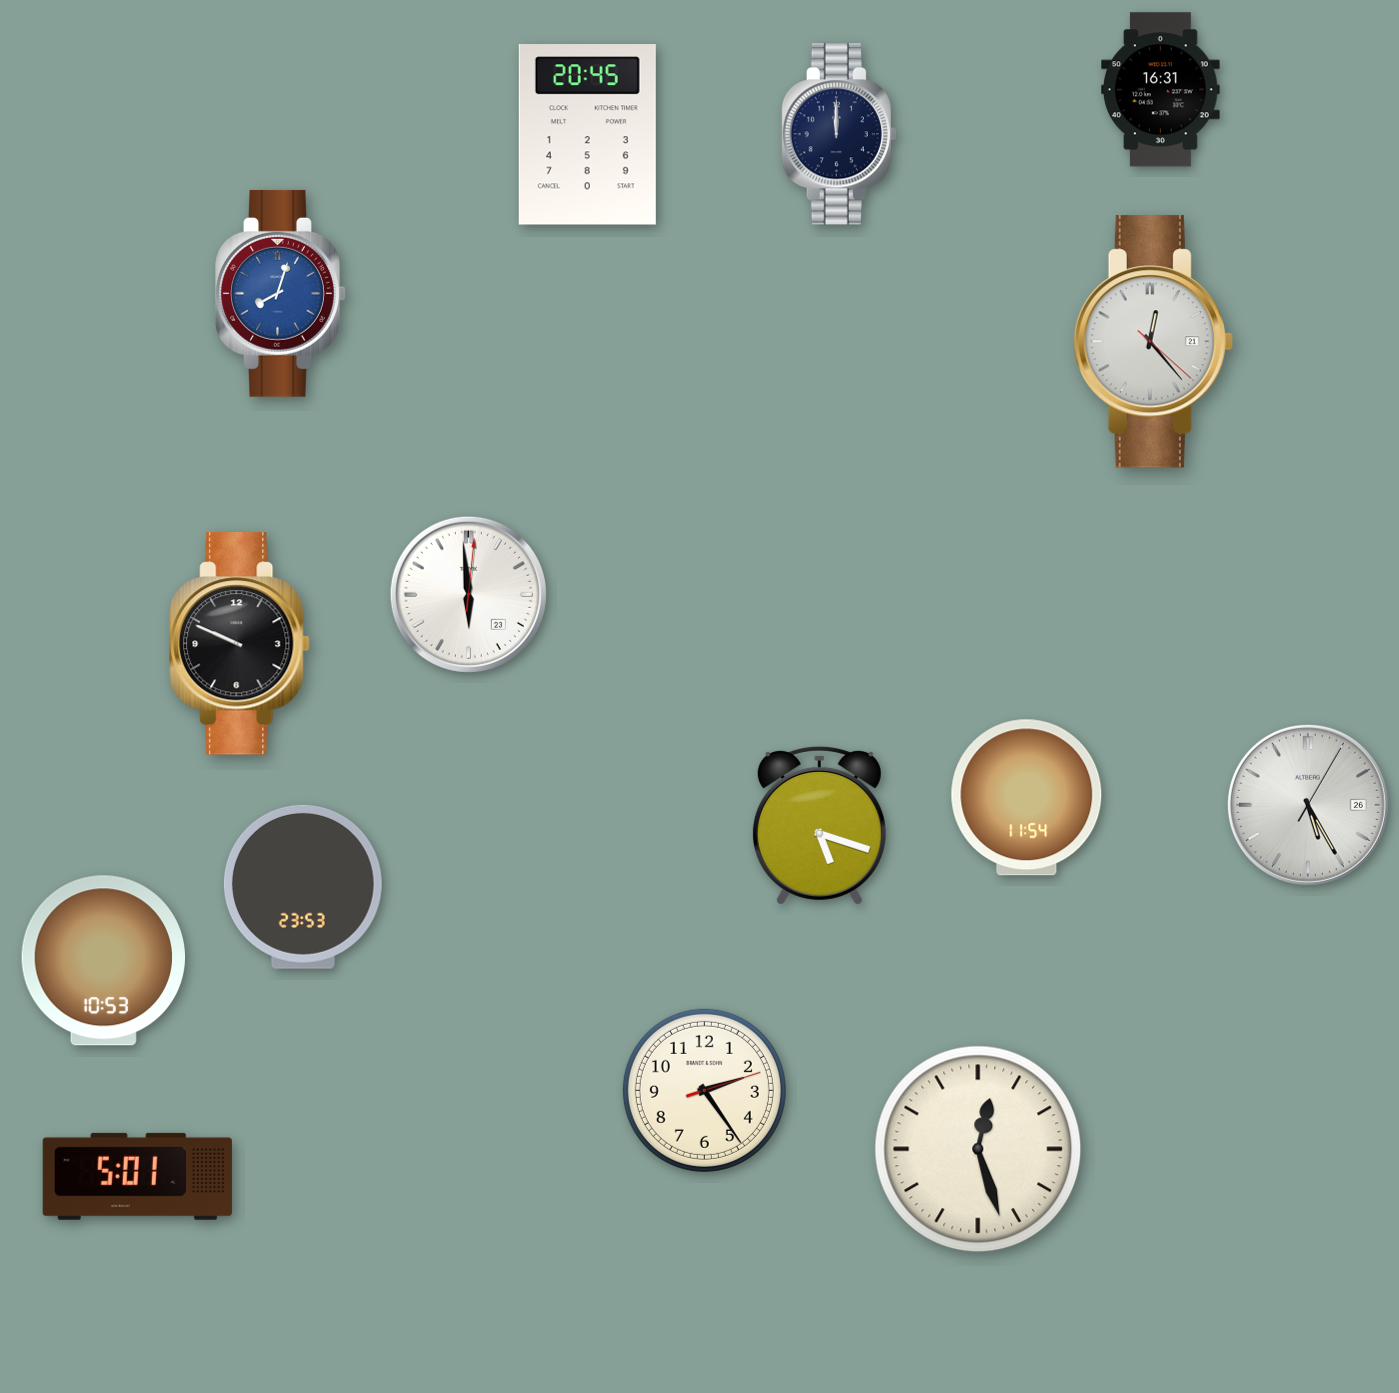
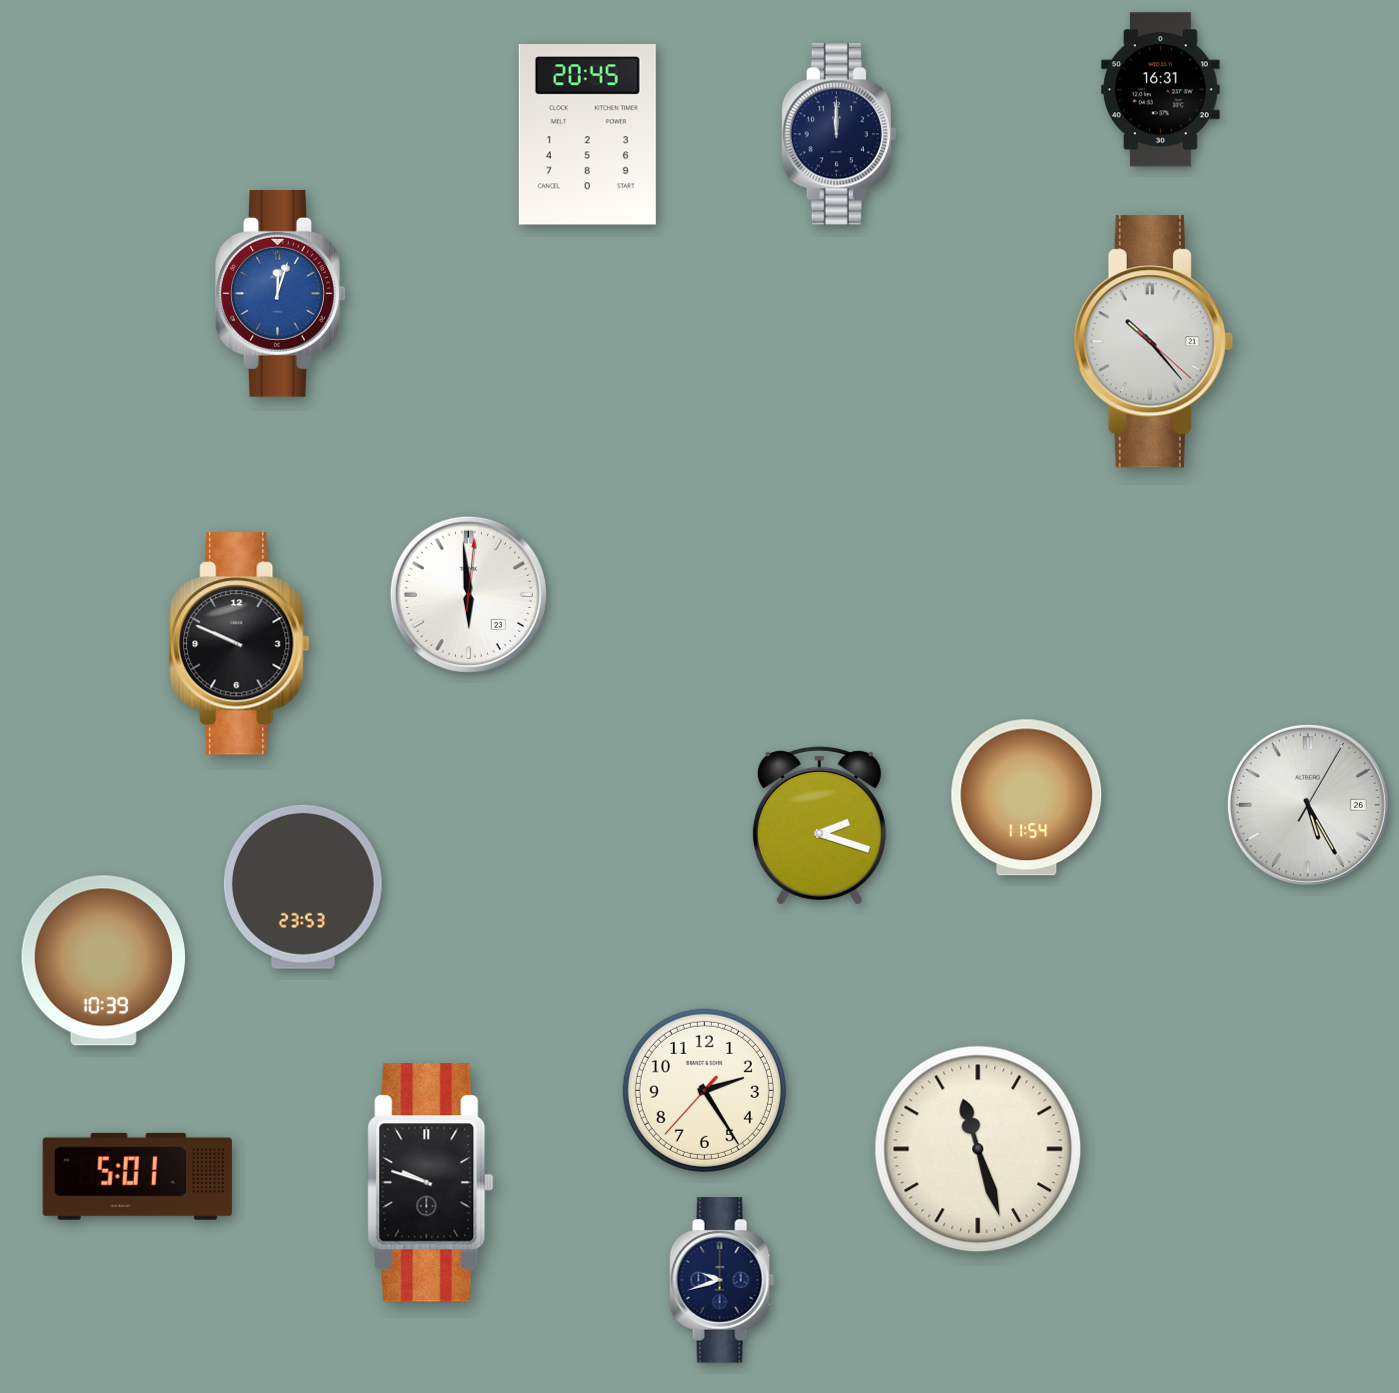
clock at (281, 293): 8:03 -> 12:03
clock at (1153, 342): 12:23 -> 10:23
clock at (819, 825): 5:18 -> 2:18
clock at (104, 961): 10:53 -> 10:39
clock at (704, 1090): 2:24:12 -> 2:24:37
clock at (978, 1149): 12:27 -> 11:27
clock at (431, 1183): none -> 9:48
clock at (722, 1280): none -> 9:42
